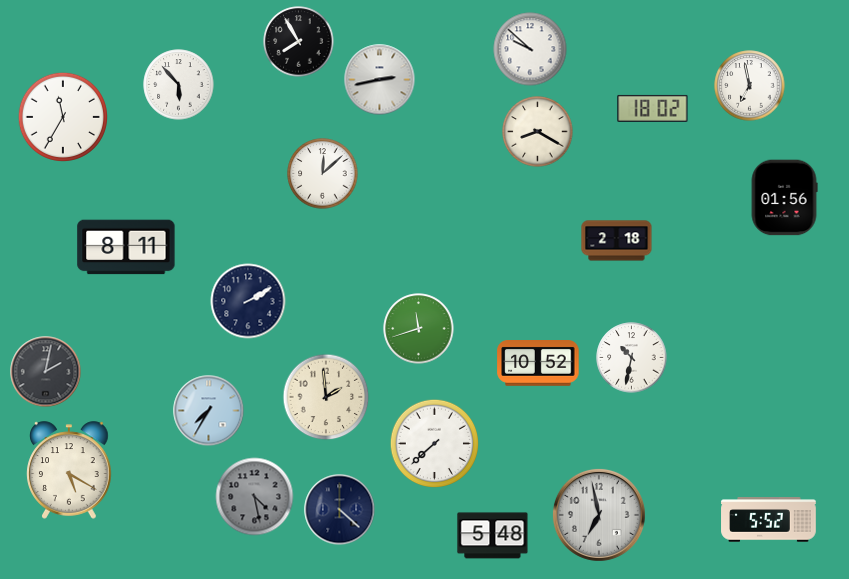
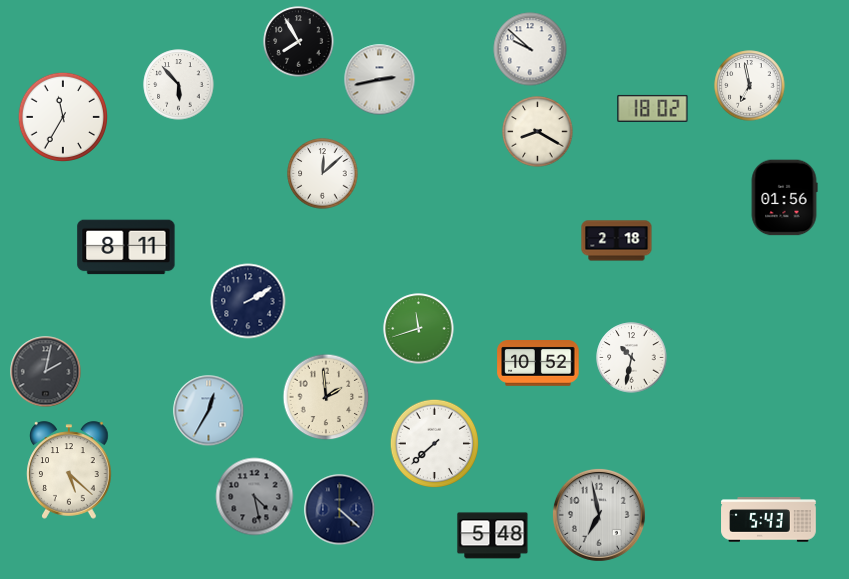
clock at (209, 411): 7:35 -> 12:35
clock at (69, 470): 5:20 -> 5:22
clock at (769, 520): 5:52 -> 5:43
